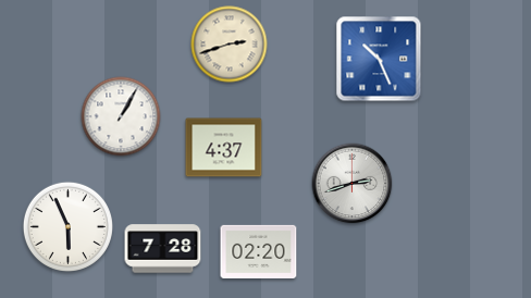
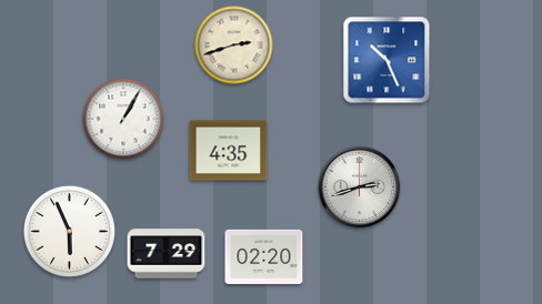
clock at (224, 148): 4:37 -> 4:35
clock at (163, 249): 7:28 -> 7:29
